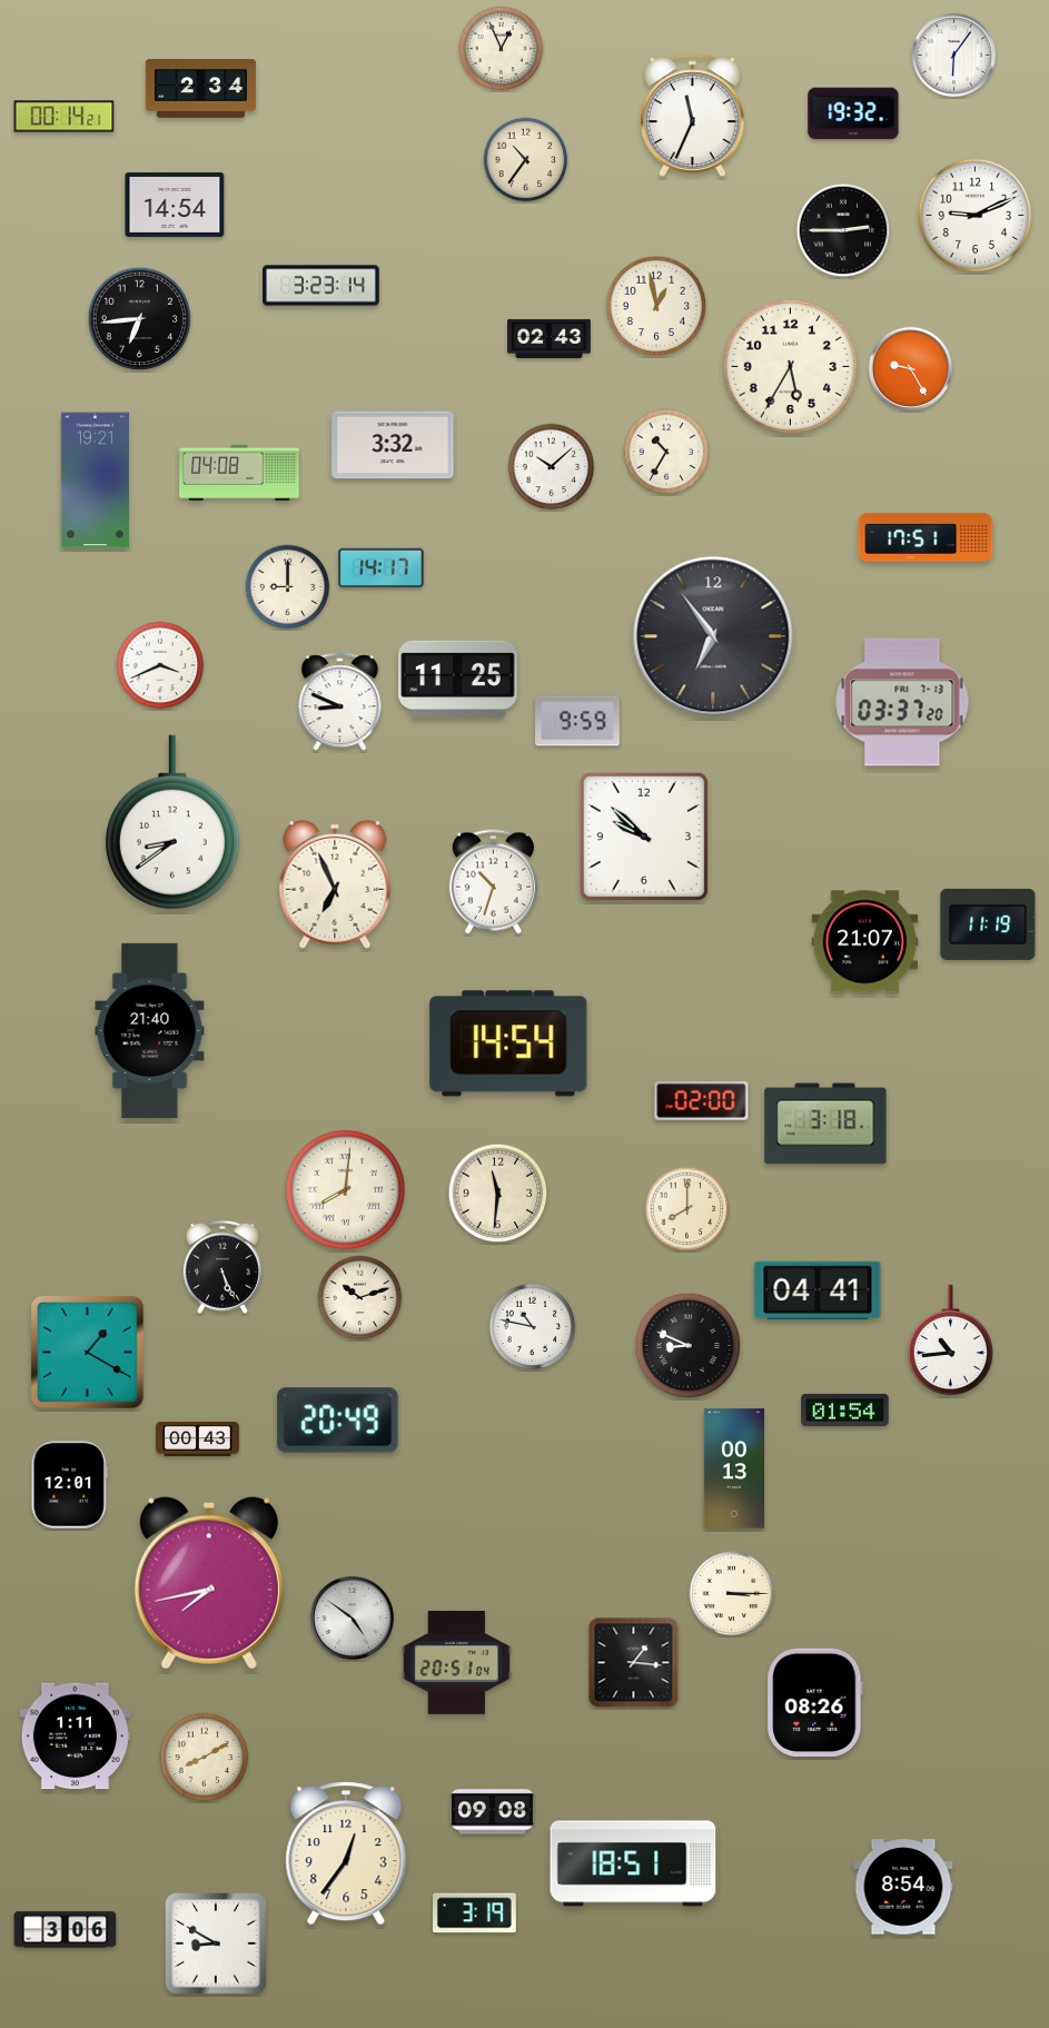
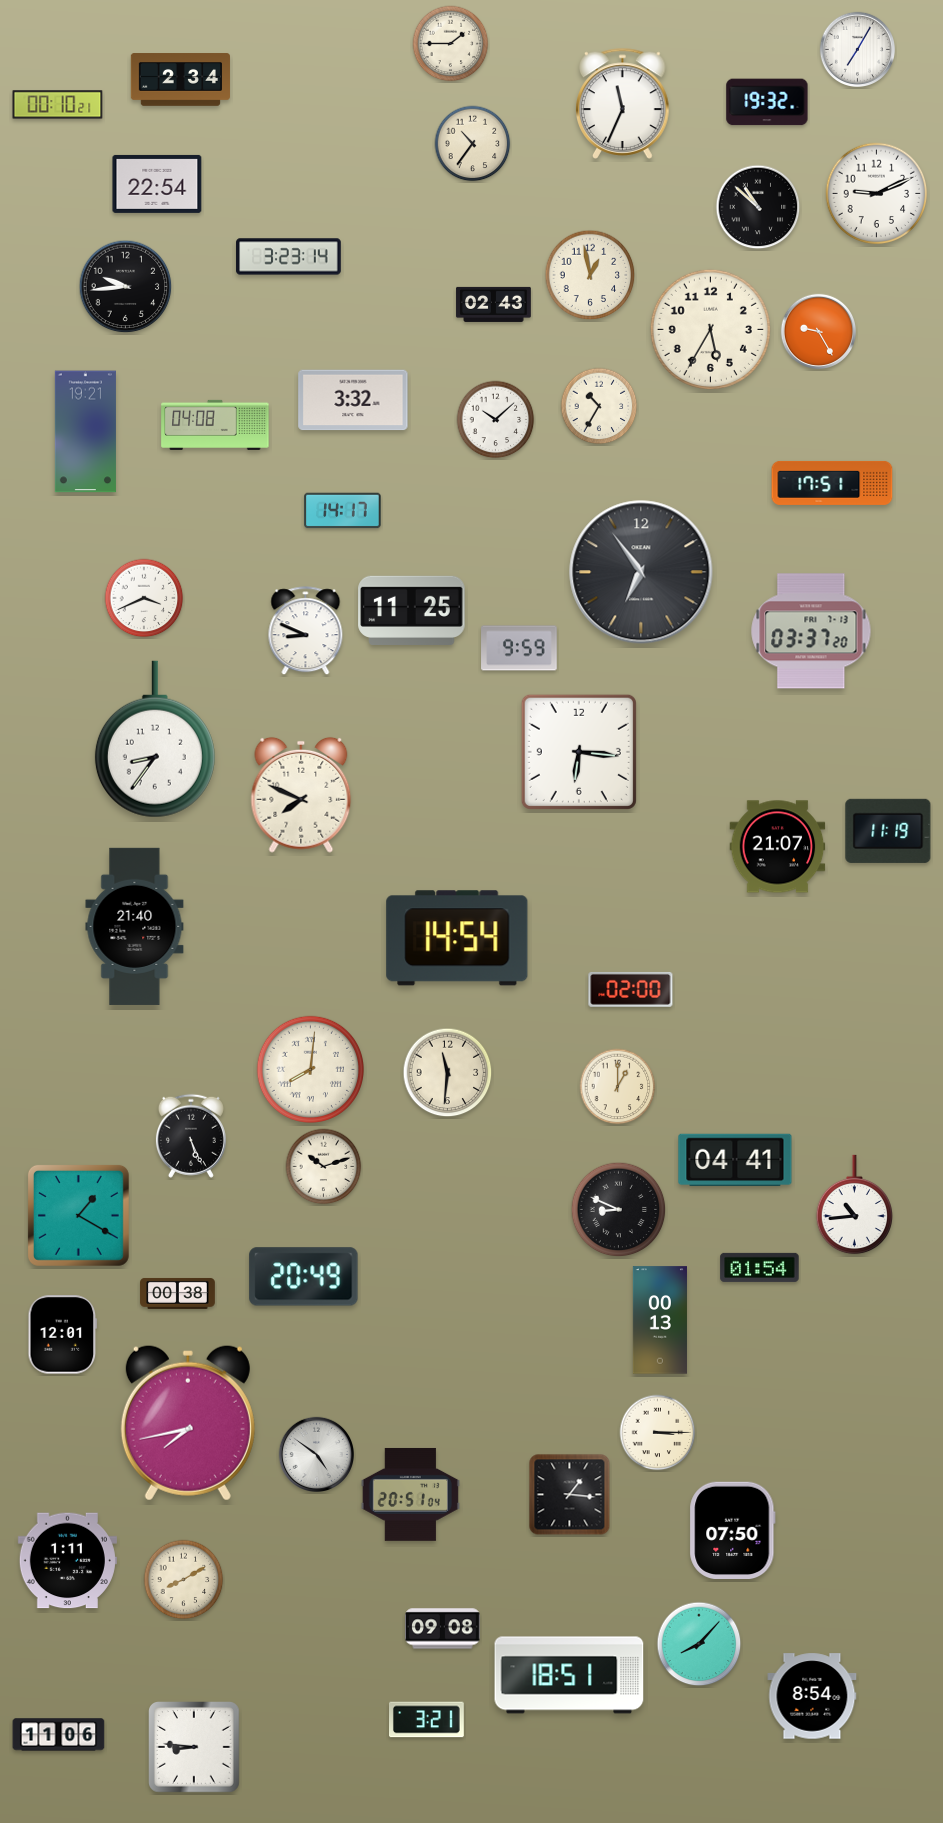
clock at (502, 49): 12:56 -> 1:45
clock at (953, 55): 6:06 -> 7:05
clock at (65, 117): 00:14 -> 00:10
clock at (175, 205): 14:54 -> 22:54
clock at (843, 230): 2:45 -> 10:52
clock at (140, 319): 6:44 -> 9:44
clock at (288, 587): 9:00 -> none
clock at (172, 822): 8:39 -> 8:36
clock at (644, 837): 9:52 -> 6:16
clock at (493, 882): 10:33 -> none
clock at (335, 884): 6:56 -> 7:49
clock at (825, 1124): 3:18 -> none
clock at (687, 1209): 8:00 -> 1:00
clock at (222, 1267) position: (222, 1267) -> (191, 1136)
clock at (533, 1327): 10:47 -> none
clock at (198, 1438): 00:43 -> 00:38
clock at (815, 1702): 08:26 -> 07:50
clock at (699, 1644): none -> 8:07
clock at (346, 1853): 12:36 -> none
clock at (475, 1913): 3:19 -> 3:21
clock at (66, 1930): 3:06 -> 11:06
clock at (217, 1945): 8:50 -> 8:46
